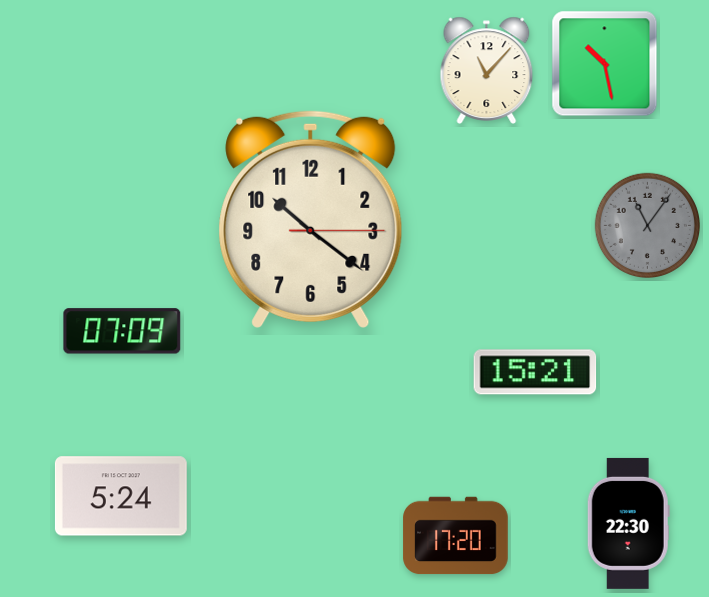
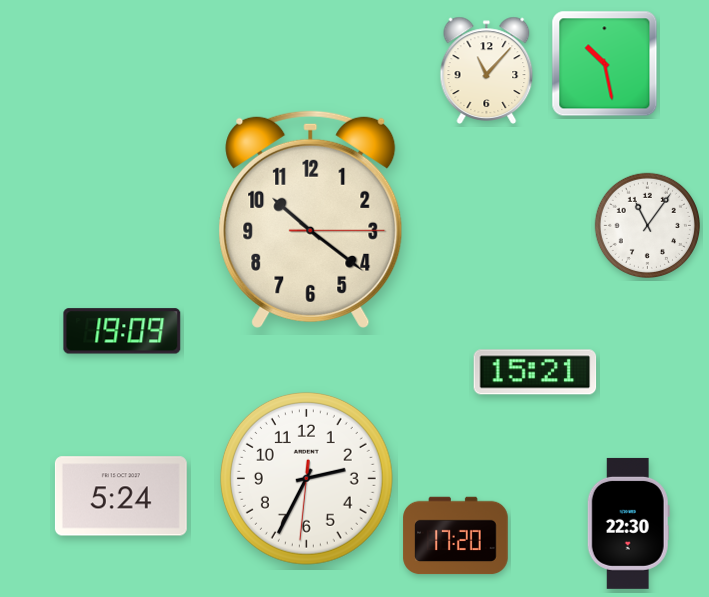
clock at (647, 225) dial: grey -> white
clock at (122, 331): 07:09 -> 19:09
clock at (306, 478): none -> 2:34
